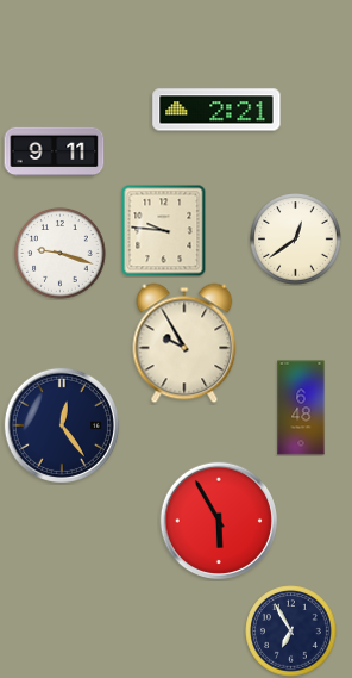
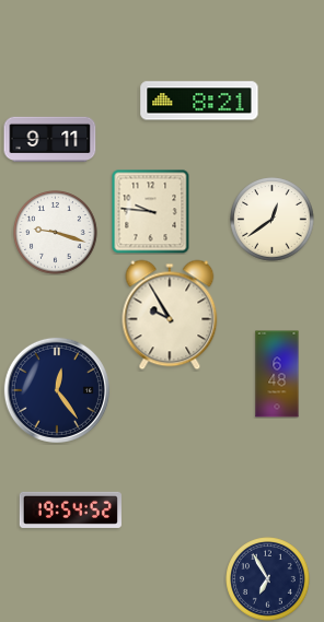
clock at (216, 110): 2:21 -> 8:21
clock at (219, 521): 5:55 -> none
clock at (70, 509): none -> 19:54
